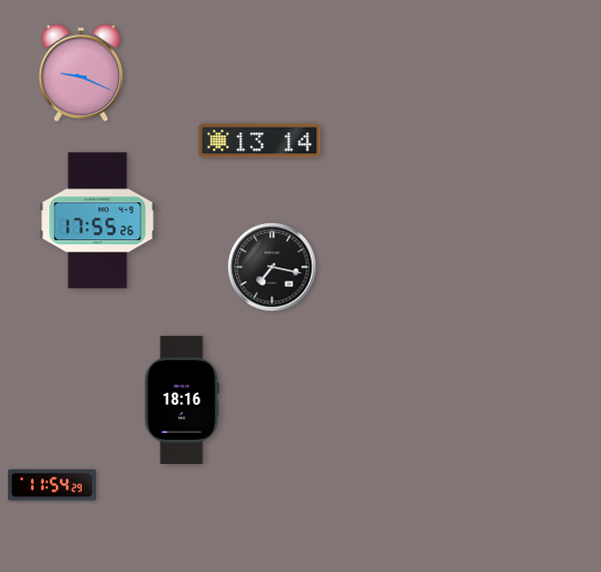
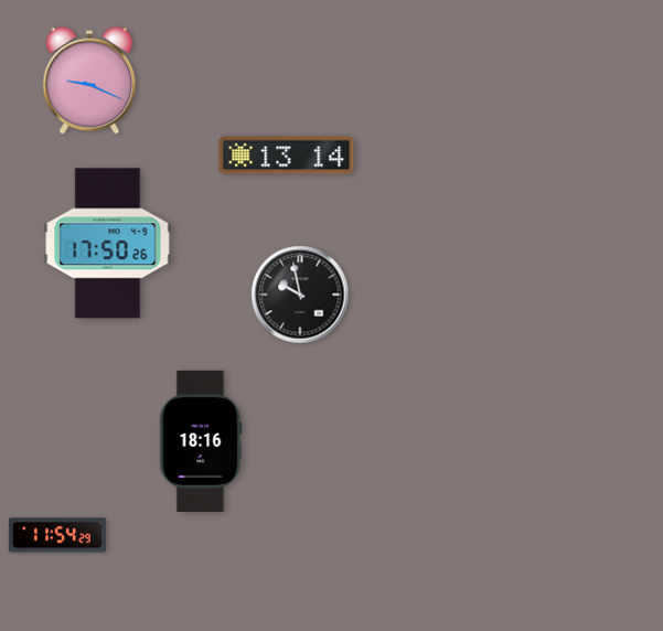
clock at (98, 221): 17:55 -> 17:50
clock at (272, 267): 7:17 -> 9:58
